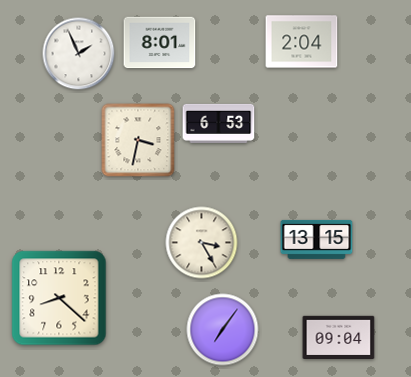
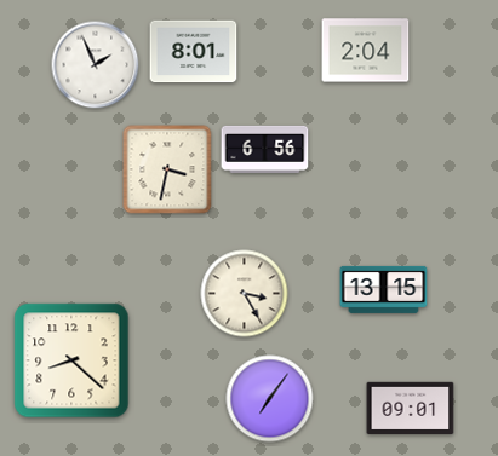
clock at (219, 123): 6:53 -> 6:56
clock at (339, 338): 09:04 -> 09:01
